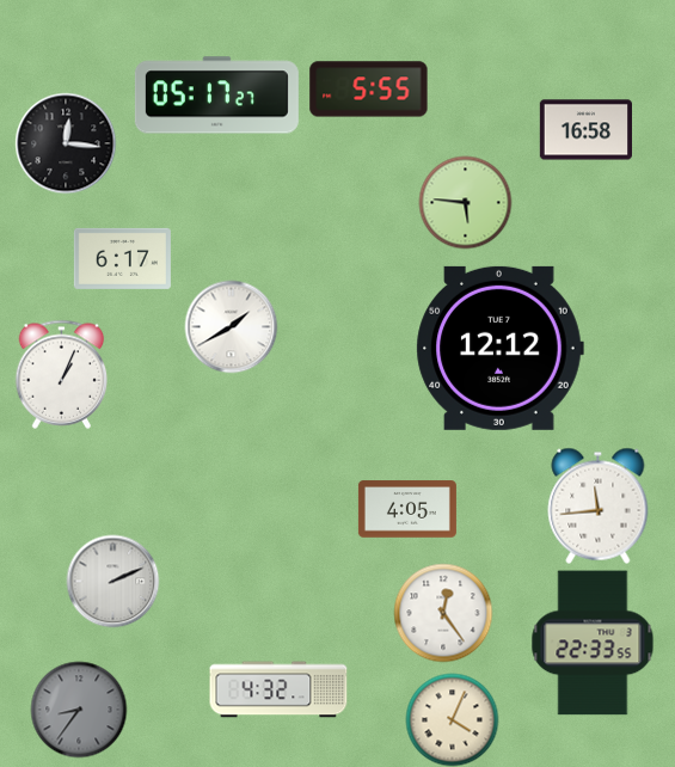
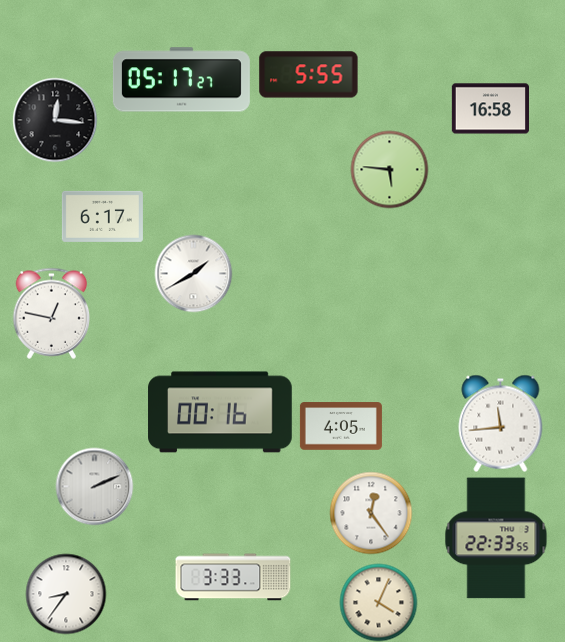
clock at (499, 348): 12:12 -> none
clock at (62, 374): 1:04 -> 12:47
clock at (220, 412): none -> 00:16
clock at (278, 689): 4:32 -> 3:33
clock at (79, 710) dial: grey -> white
